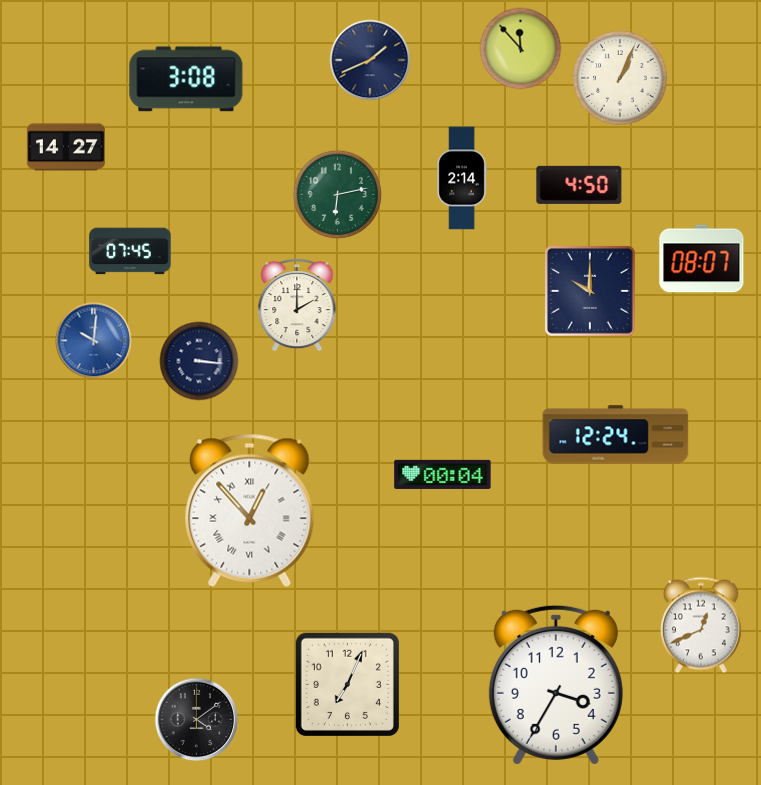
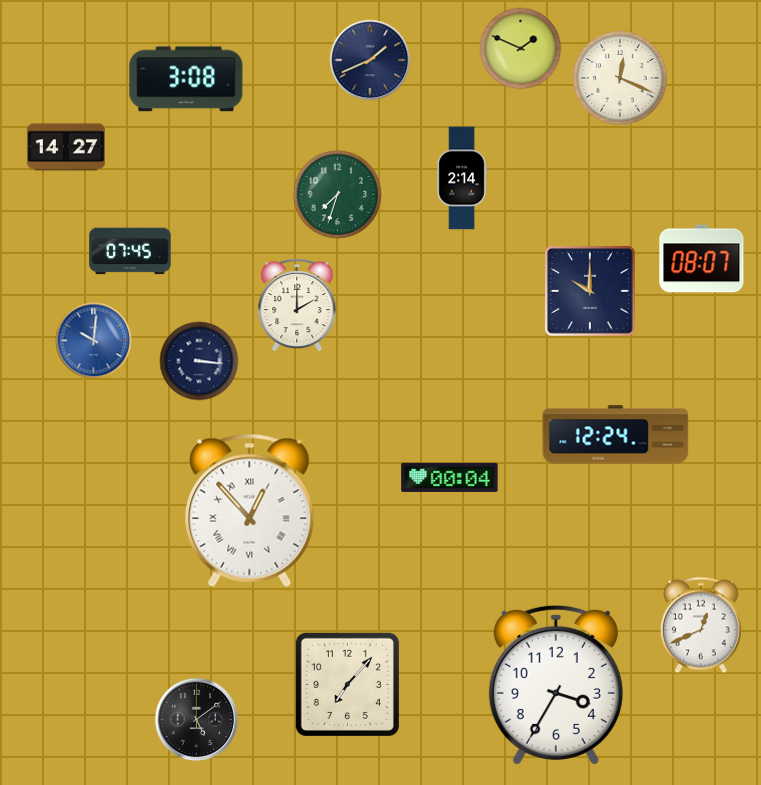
clock at (521, 49): 11:53 -> 1:49
clock at (620, 78): 1:04 -> 12:19
clock at (579, 185): 4:50 -> none
clock at (337, 194): 6:13 -> 7:33
clock at (443, 474) position: (443, 474) -> (450, 477)
clock at (347, 684): 7:04 -> 7:07
clock at (197, 720): 4:09 -> 5:09
